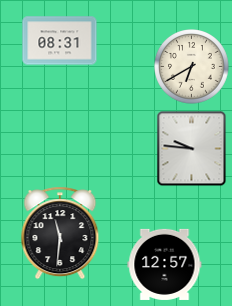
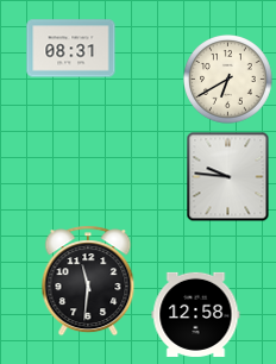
clock at (60, 233) position: (60, 233) -> (88, 281)
clock at (165, 264): 12:57 -> 12:58
